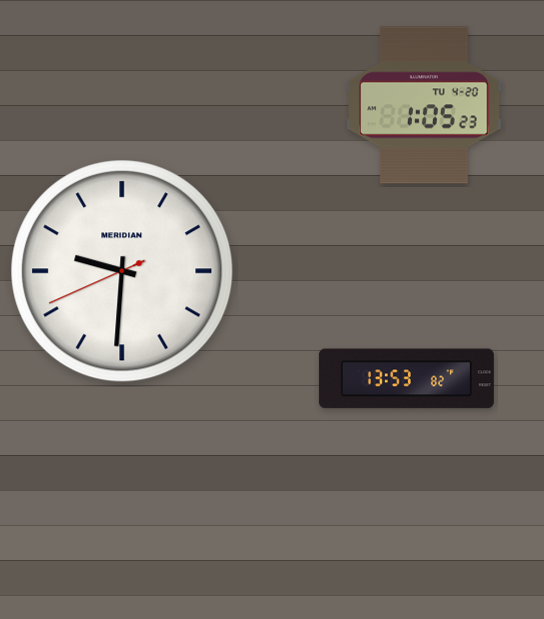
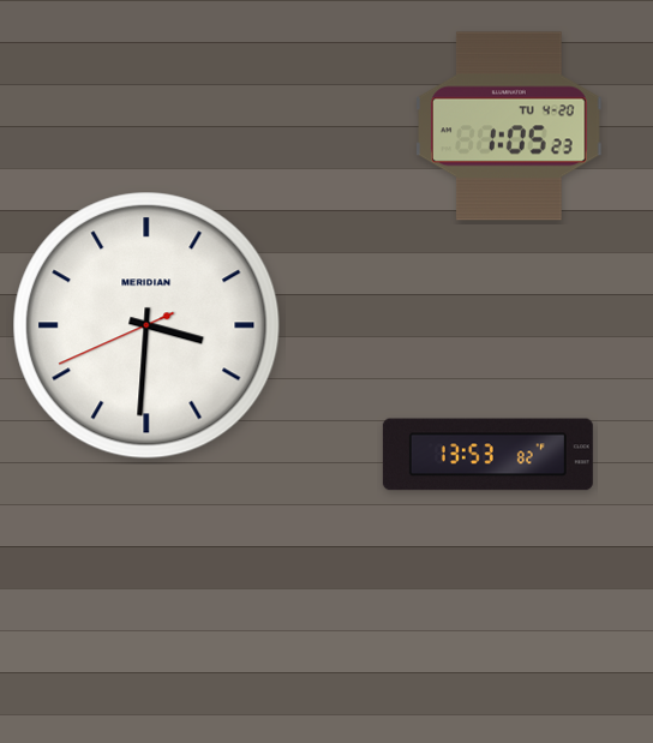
clock at (122, 271): 9:30 -> 3:30
